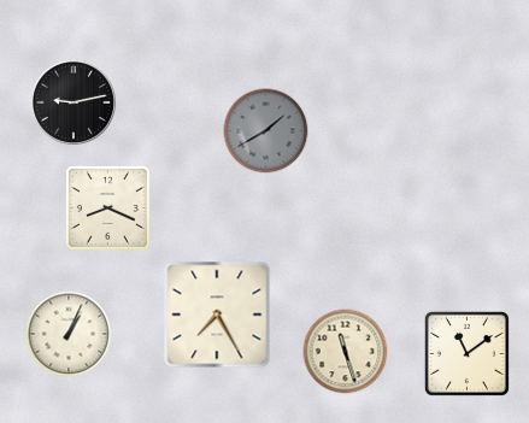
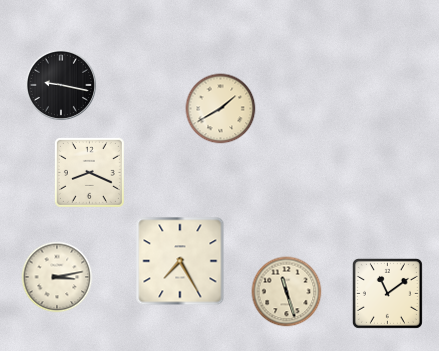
clock at (72, 101): 9:13 -> 9:17
clock at (266, 131) dial: grey -> cream
clock at (69, 334): 1:04 -> 3:13
